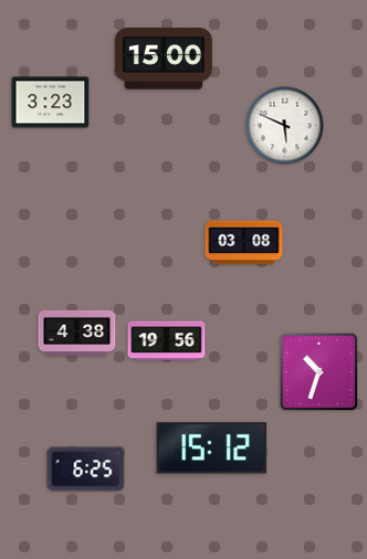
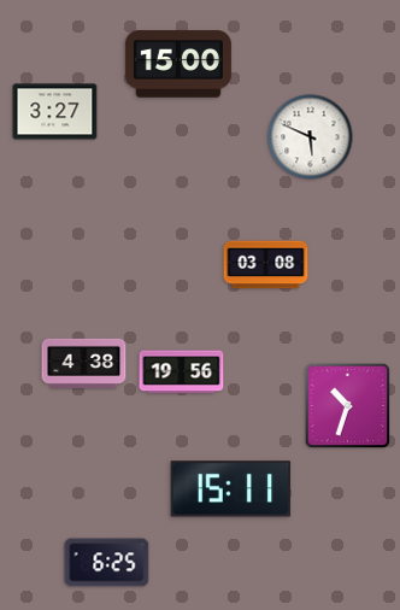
clock at (51, 103): 3:23 -> 3:27
clock at (212, 449): 15:12 -> 15:11
clock at (86, 470) position: (86, 470) -> (107, 563)
